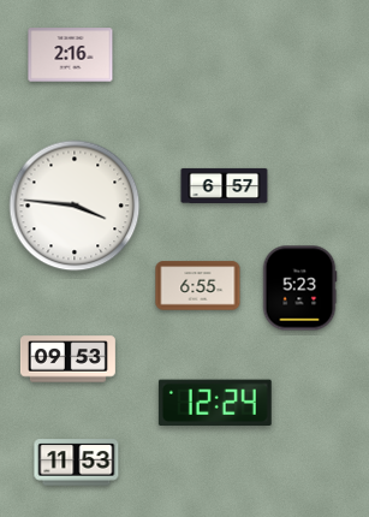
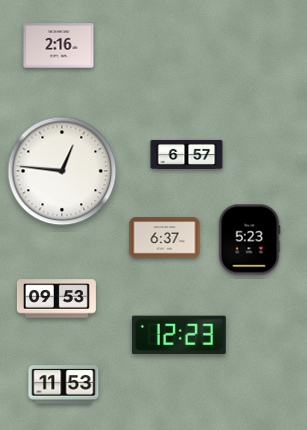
clock at (75, 206): 3:46 -> 12:46
clock at (198, 286): 6:55 -> 6:37
clock at (215, 402): 12:24 -> 12:23
